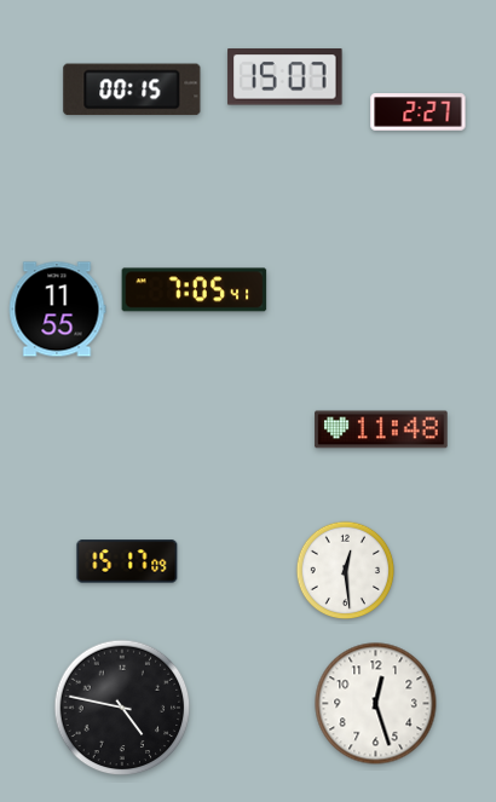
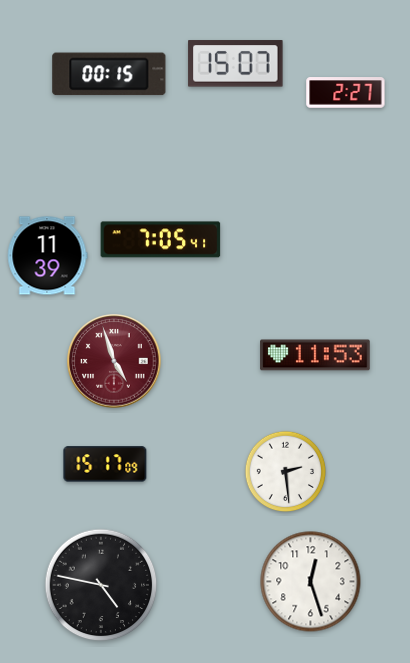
clock at (57, 310): 11:55 -> 11:39
clock at (381, 429): 11:48 -> 11:53
clock at (114, 361): none -> 4:57
clock at (346, 571): 12:29 -> 2:29
